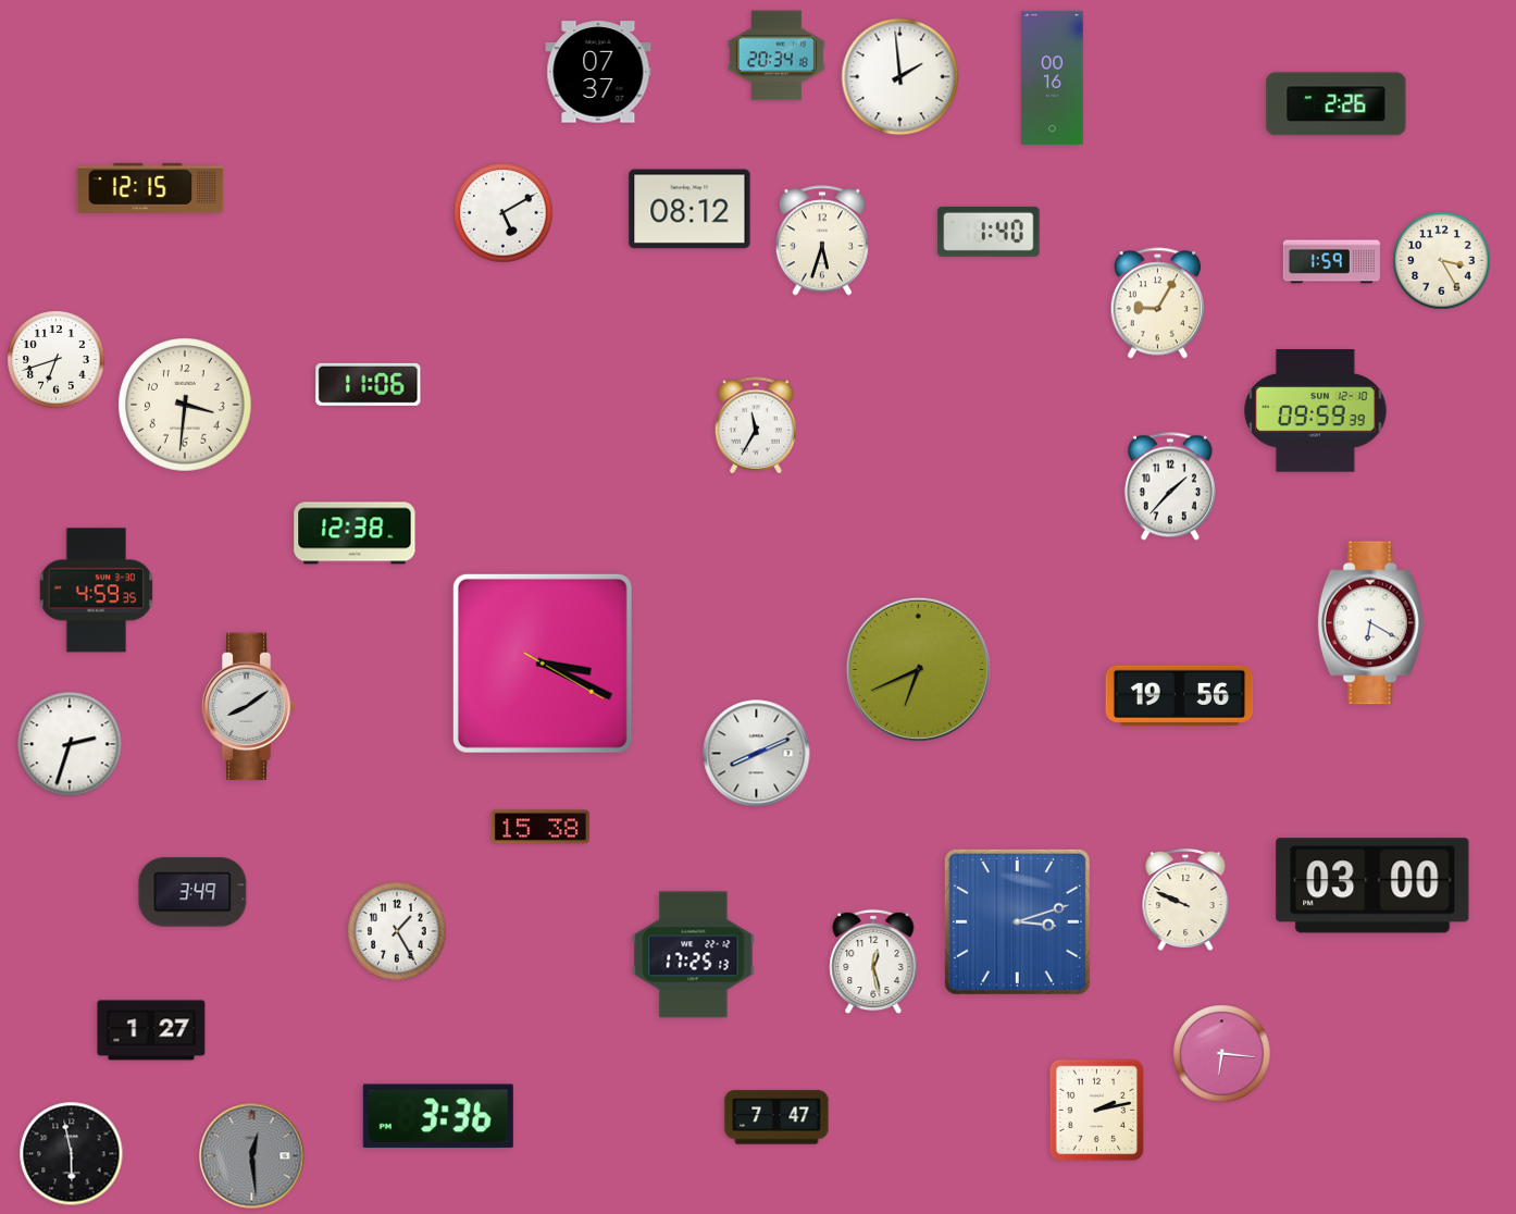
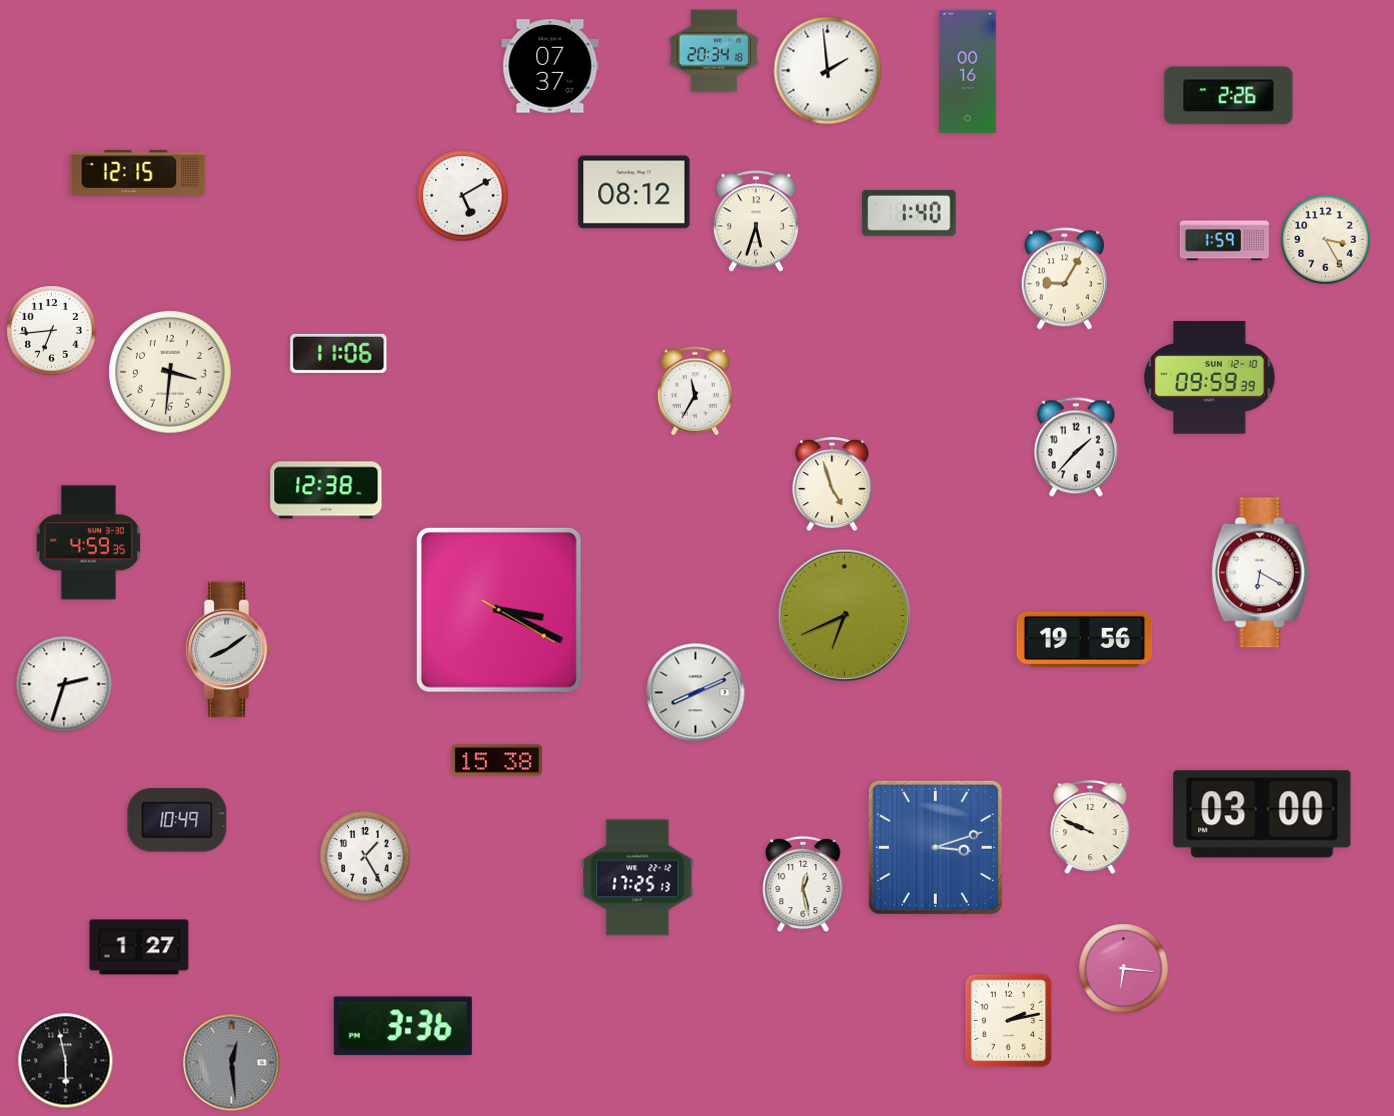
clock at (57, 360): 6:42 -> 6:44
clock at (832, 485): none -> 4:57
clock at (192, 892): 3:49 -> 10:49
clock at (776, 1117): 7:47 -> none
